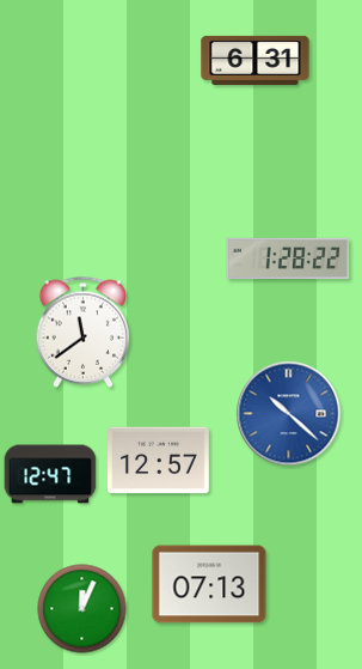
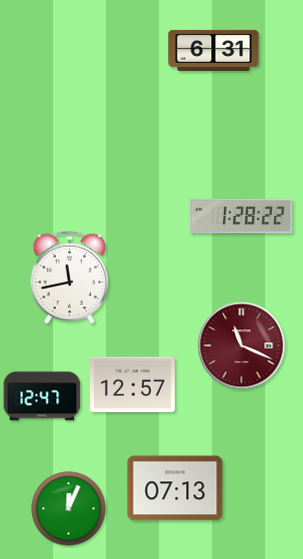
clock at (84, 332): 11:39 -> 11:43
clock at (289, 414): 10:22 -> 11:19
clock at (289, 414) dial: blue -> burgundy
